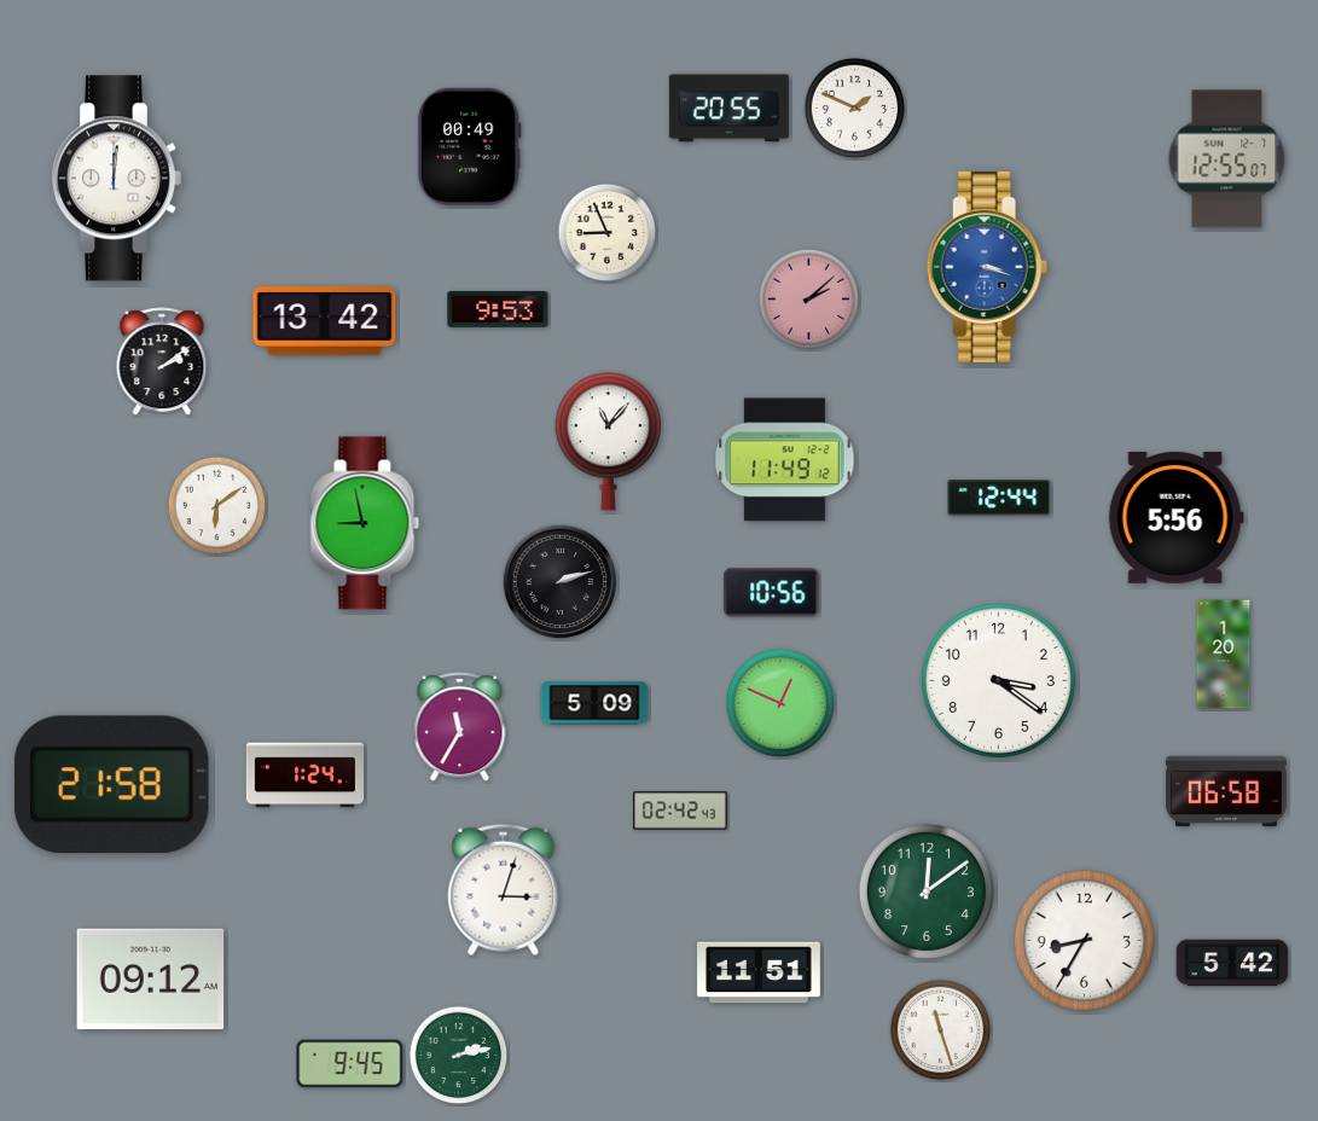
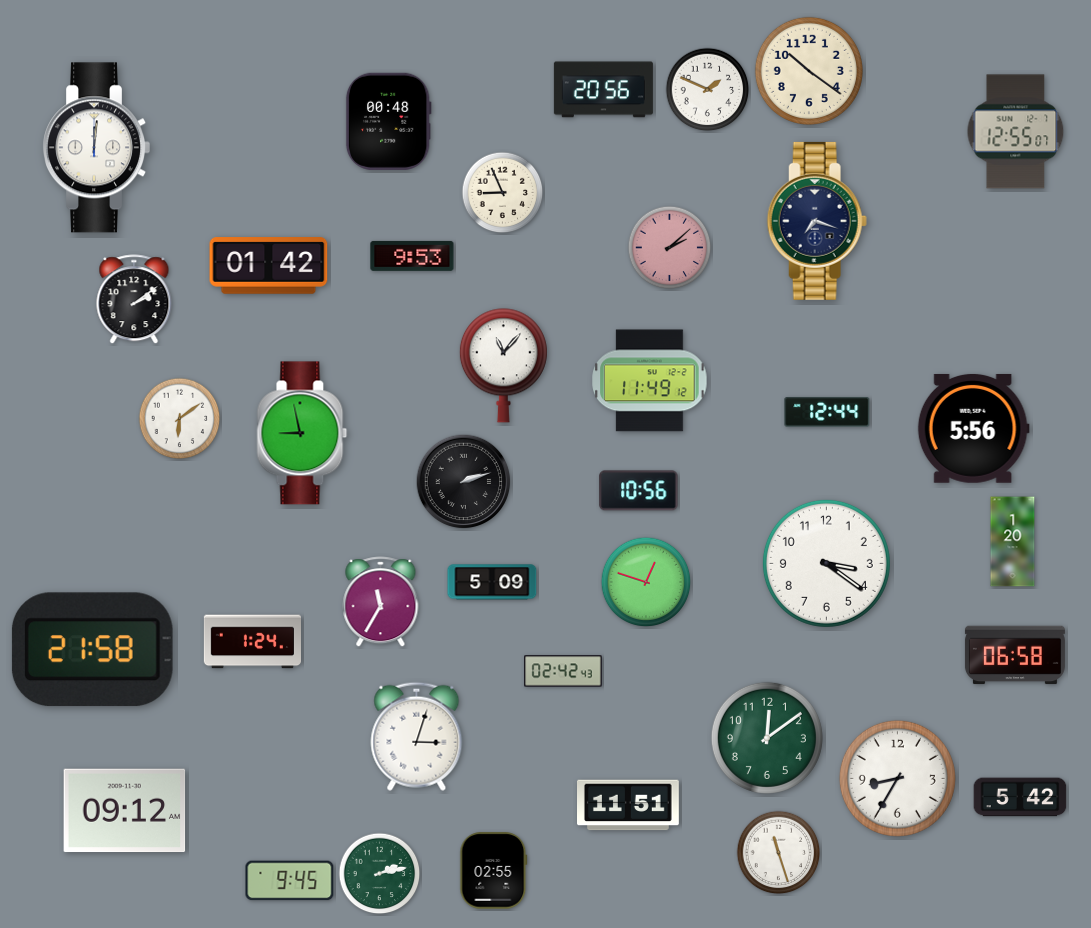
clock at (809, 71): none -> 10:21
clock at (728, 109): 20:55 -> 20:56
clock at (469, 146): 00:49 -> 00:48
clock at (987, 267): 3:18 -> 7:18
clock at (987, 267) dial: blue -> navy
clock at (325, 321): 13:42 -> 01:42
clock at (780, 703): 12:49 -> 12:48
clock at (494, 871): none -> 02:55
